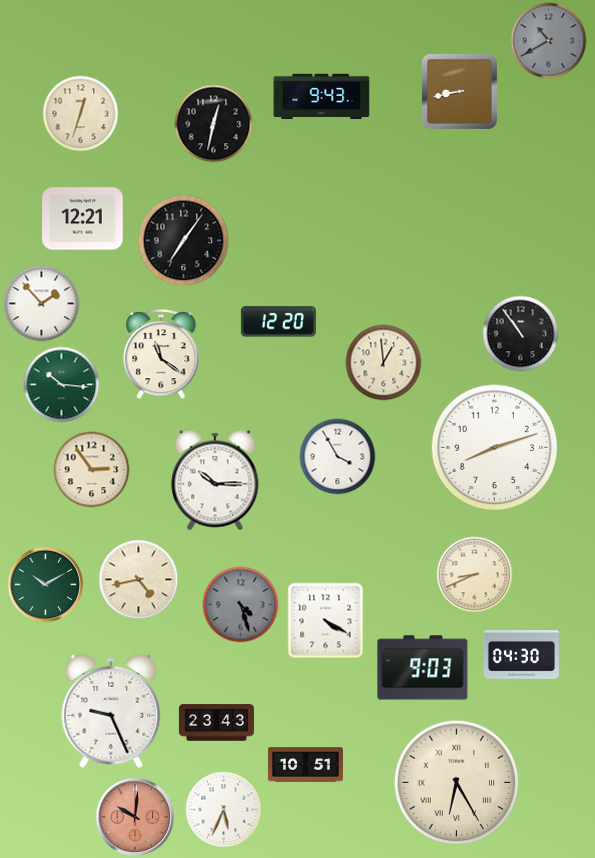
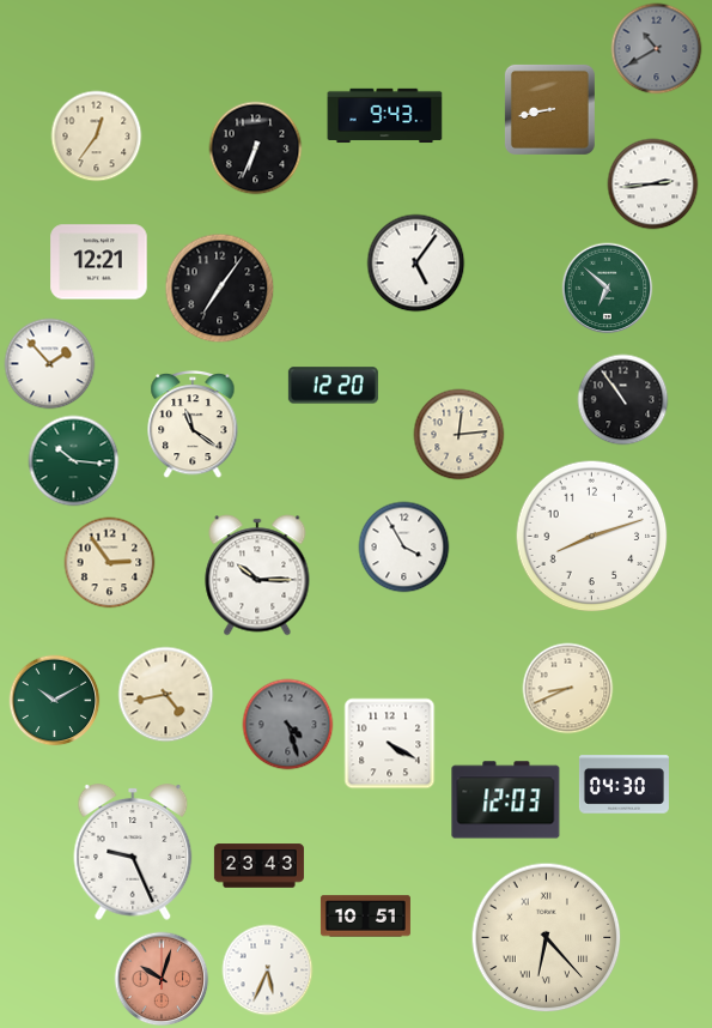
clock at (81, 114): 12:33 -> 12:36
clock at (214, 124): 12:32 -> 6:34
clock at (653, 185): none -> 2:44
clock at (416, 264): none -> 5:06
clock at (608, 289): none -> 6:52
clock at (384, 363): 12:59 -> 12:14
clock at (423, 668): 9:03 -> 12:03
clock at (457, 783): 6:25 -> 6:23
clock at (135, 817): 10:01 -> 10:03
